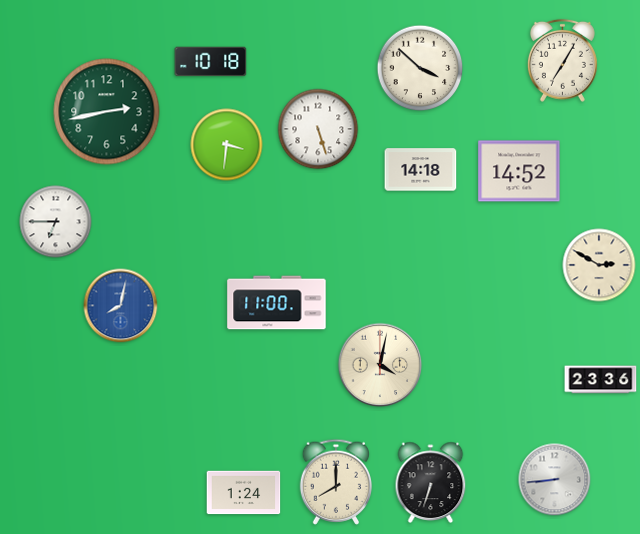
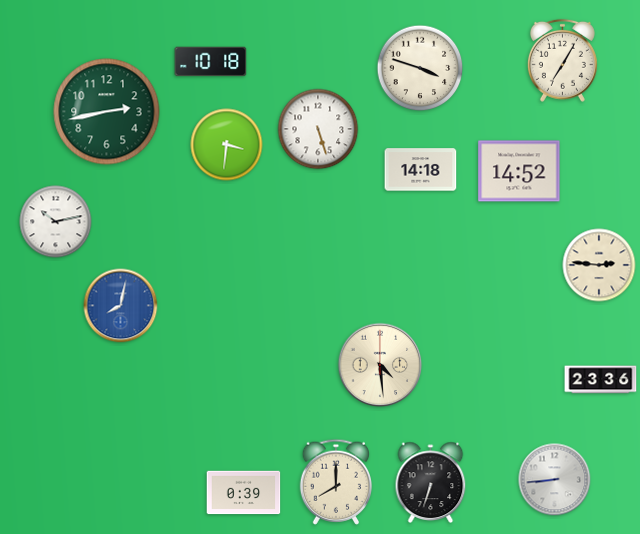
clock at (420, 68): 3:52 -> 3:48
clock at (56, 222): 6:45 -> 10:13
clock at (599, 265): 2:50 -> 2:46
clock at (277, 303): 11:00 -> none
clock at (380, 365): 4:02 -> 4:29
clock at (244, 493): 1:24 -> 0:39
